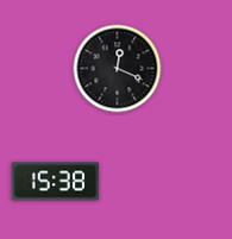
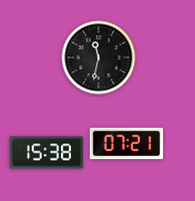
clock at (118, 69): 12:19 -> 11:32
clock at (127, 144): none -> 07:21
